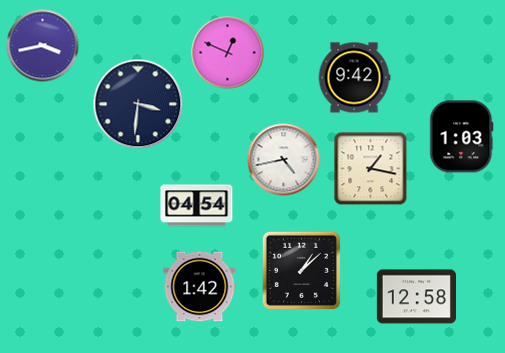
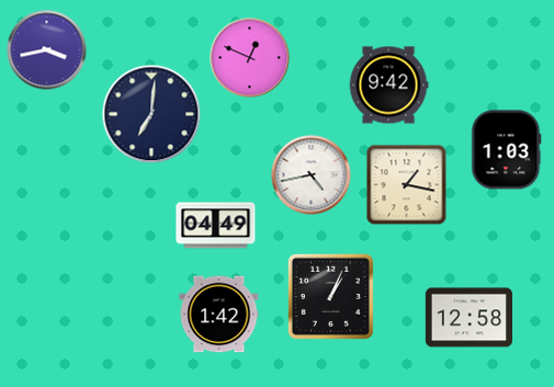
clock at (138, 104): 3:31 -> 7:01
clock at (197, 206): 04:54 -> 04:49
clock at (301, 270): 1:08 -> 1:04
clock at (416, 297) position: (416, 297) -> (468, 318)
